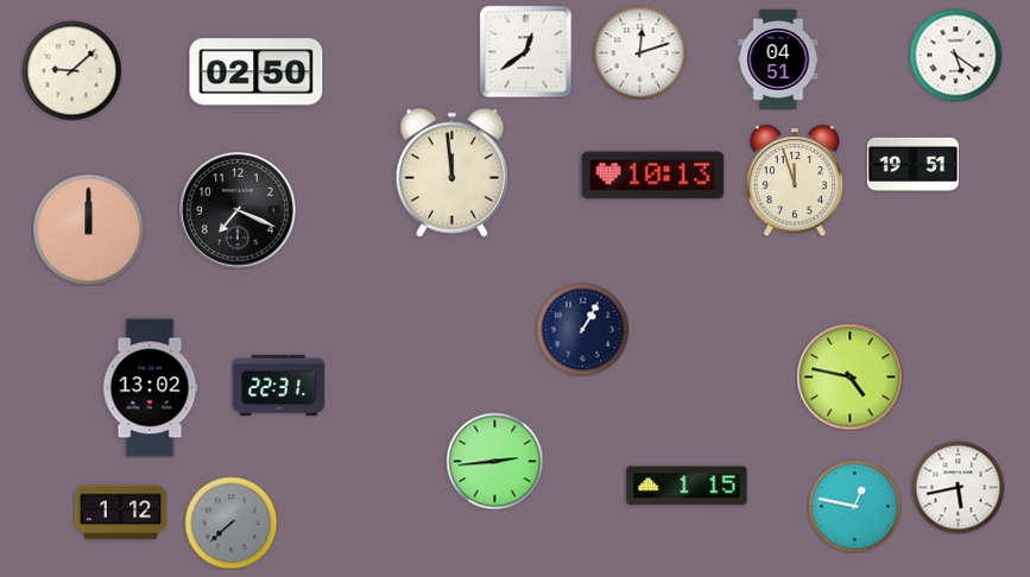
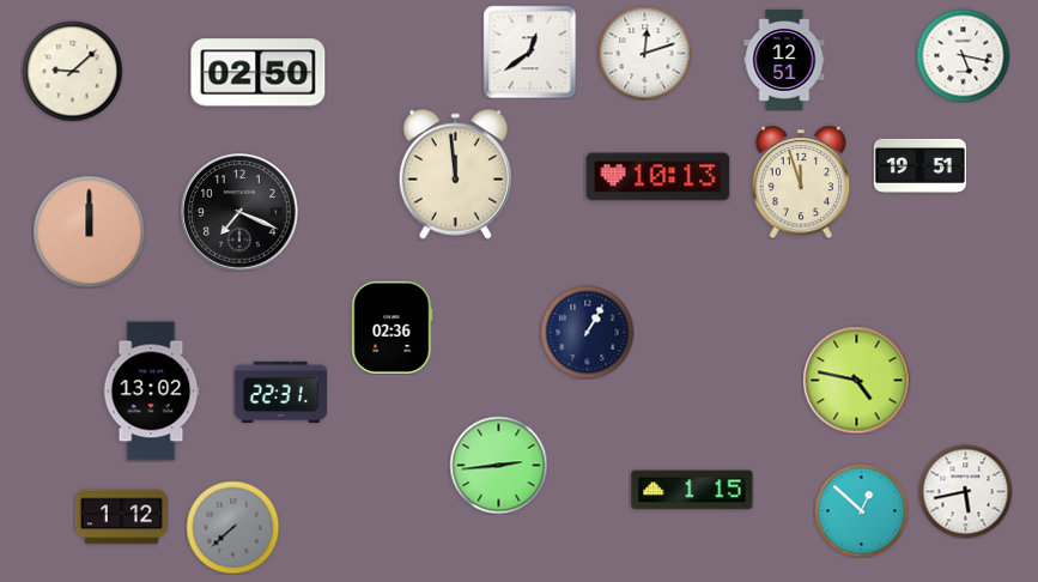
clock at (955, 55): 5:21 -> 5:17
clock at (778, 59): 04:51 -> 12:51
clock at (393, 327): none -> 02:36
clock at (278, 386) position: (278, 386) -> (280, 393)
clock at (854, 506): 12:47 -> 12:52
